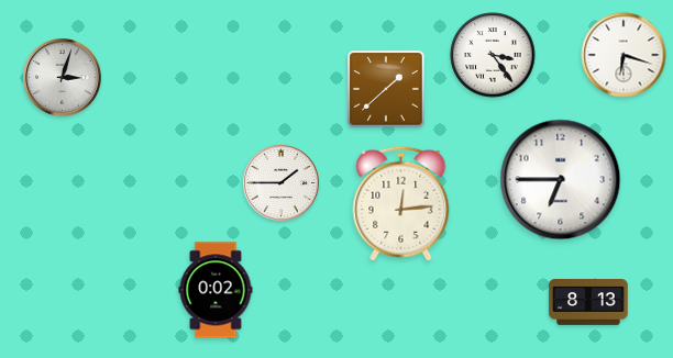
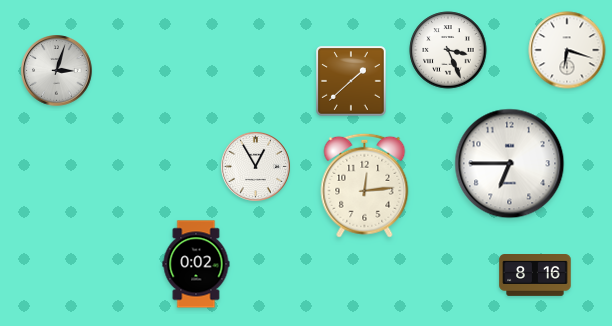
clock at (493, 55): 3:24 -> 3:26
clock at (280, 182): 1:45 -> 12:55
clock at (588, 303): 8:13 -> 8:16
